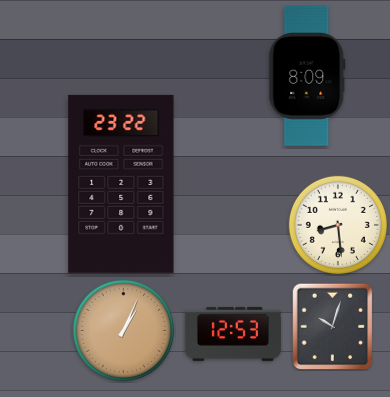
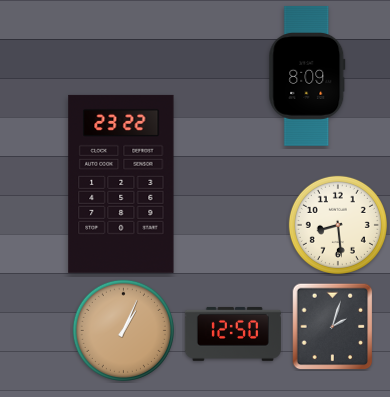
clock at (333, 326): 10:03 -> 2:03
clock at (233, 334): 12:53 -> 12:50
